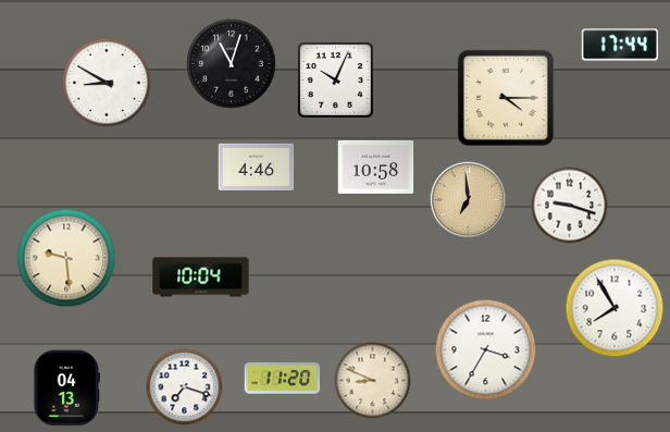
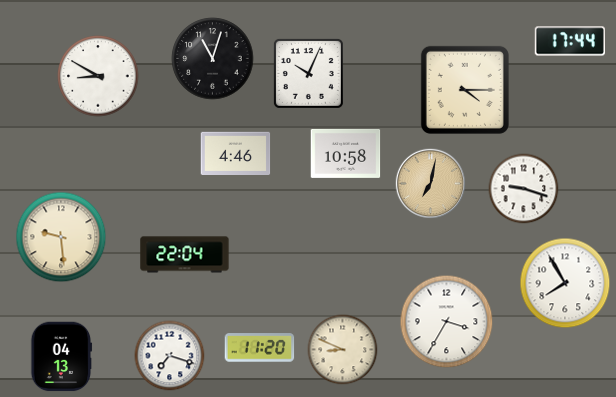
clock at (469, 200): 6:59 -> 7:02
clock at (201, 277): 10:04 -> 22:04
